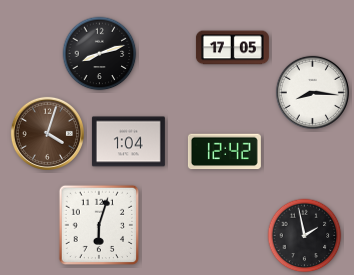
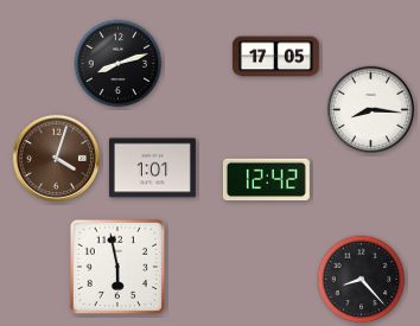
clock at (128, 142): 1:04 -> 1:01
clock at (98, 224): 6:03 -> 5:58
clock at (305, 236): 1:58 -> 8:23
